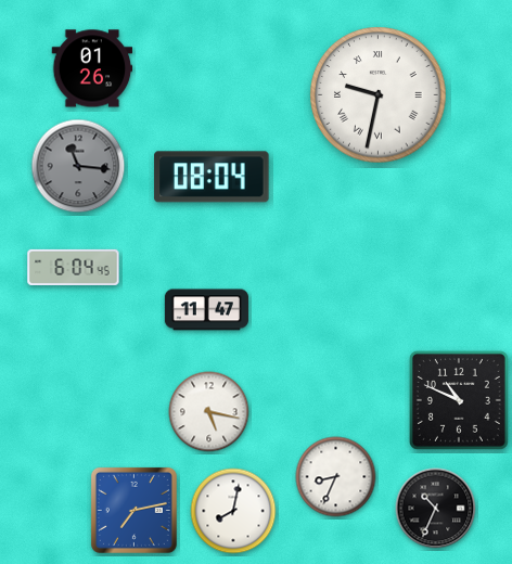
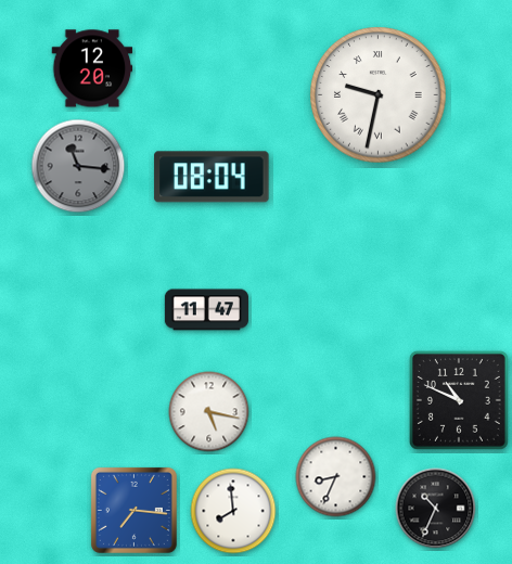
clock at (92, 68): 01:26 -> 12:20
clock at (74, 267): 6:04 -> none
clock at (133, 510): 7:13 -> 7:16
clock at (233, 511): 8:02 -> 7:59
